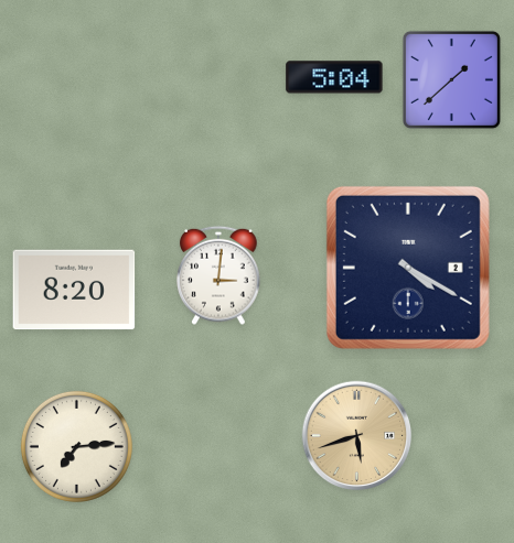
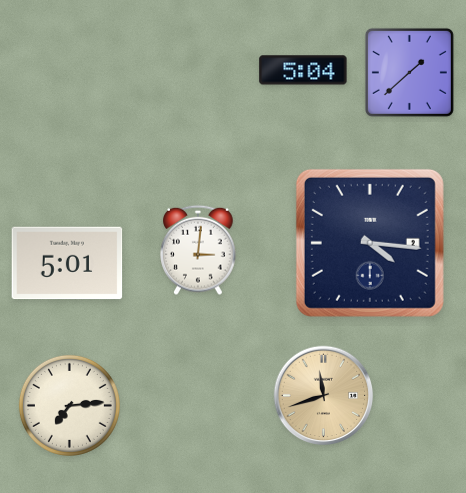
clock at (408, 268): 4:20 -> 4:16
clock at (74, 290): 8:20 -> 5:01
clock at (357, 436): 5:42 -> 11:42
